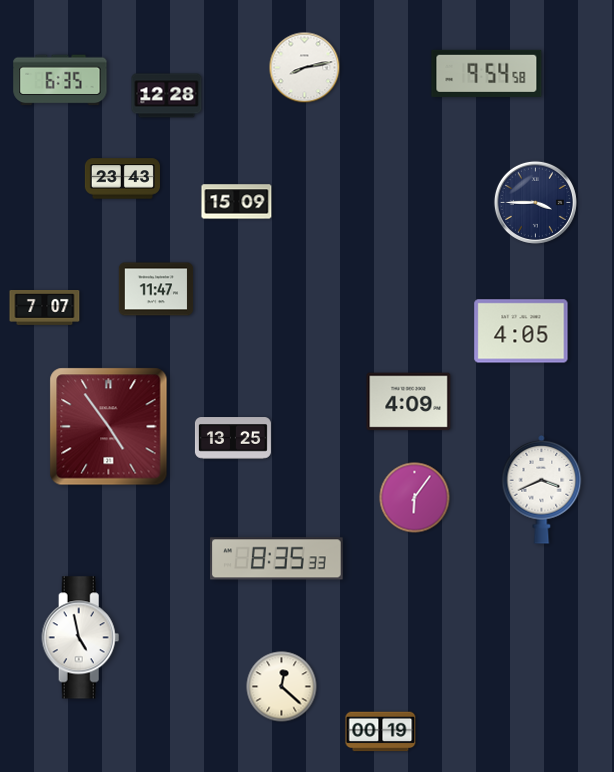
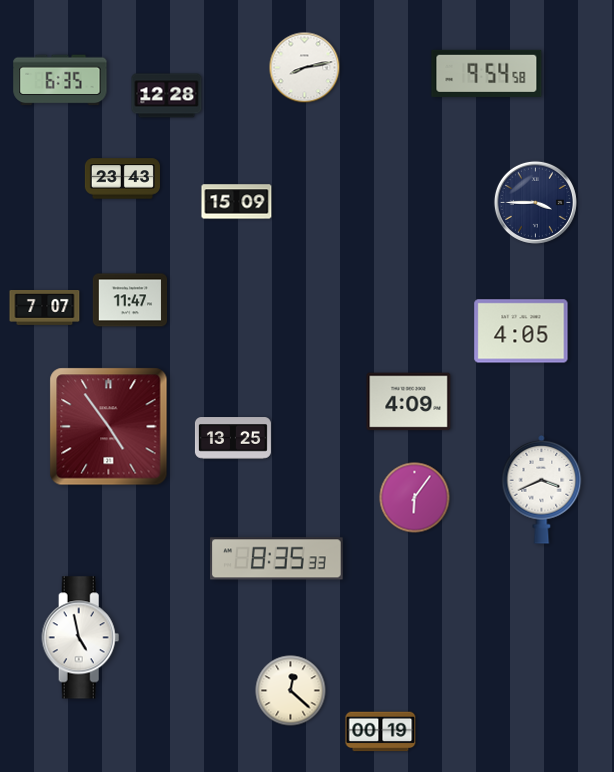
clock at (156, 289) position: (156, 289) -> (130, 300)
clock at (282, 687) position: (282, 687) -> (291, 691)
